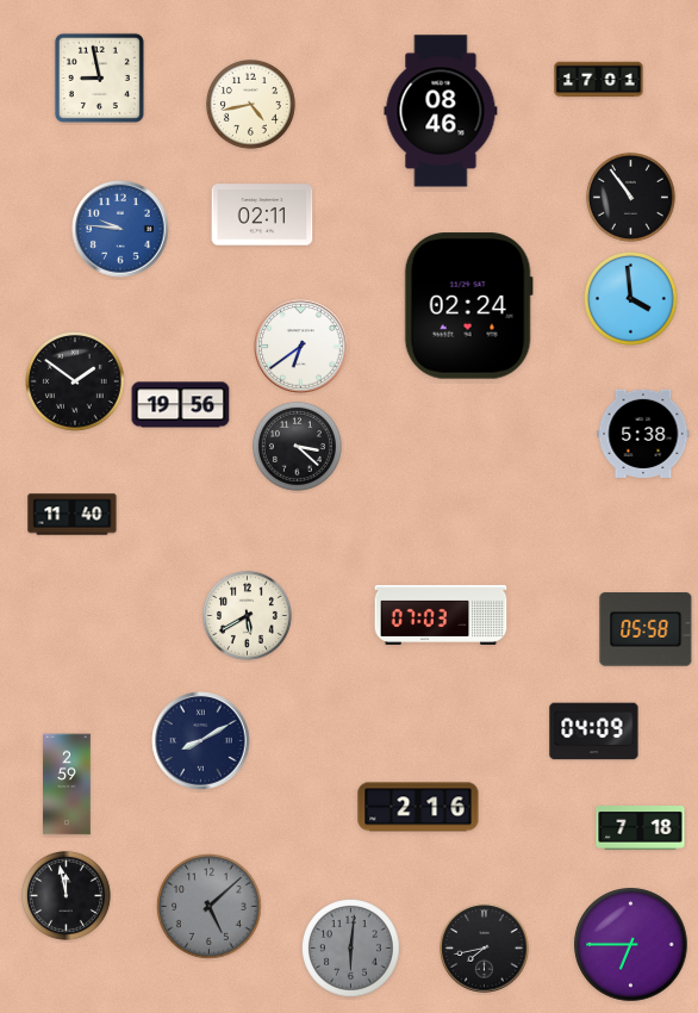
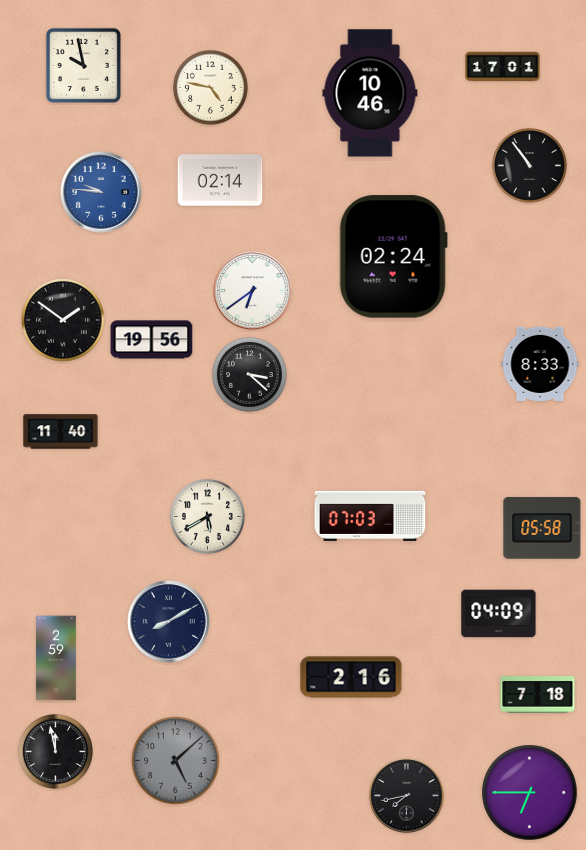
clock at (99, 77): 8:58 -> 9:58
clock at (250, 104): 4:43 -> 4:47
clock at (441, 111): 08:46 -> 10:46
clock at (262, 215): 02:11 -> 02:14
clock at (631, 299): 3:59 -> none
clock at (643, 434): 5:38 -> 8:33
clock at (351, 949): 6:01 -> none
